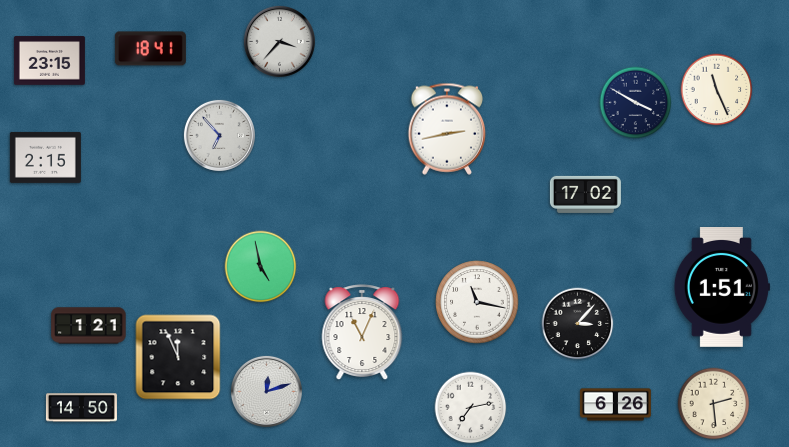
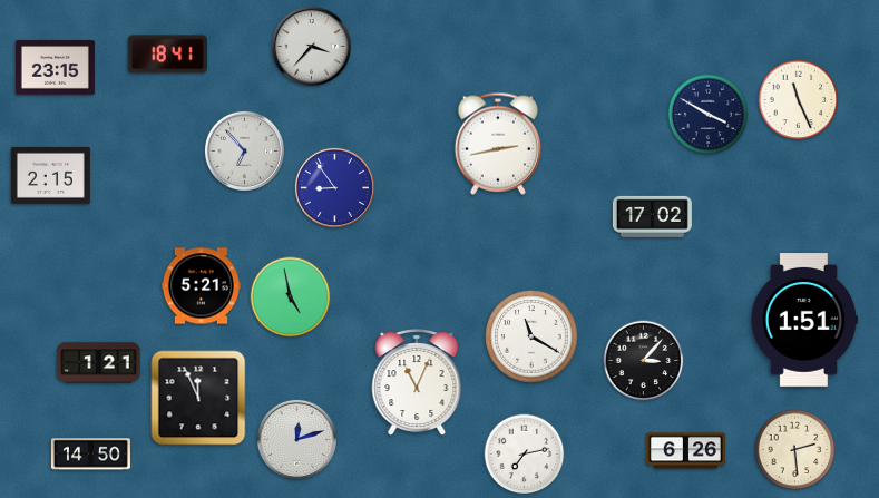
clock at (334, 187): none -> 8:54
clock at (201, 286): none -> 5:21
clock at (477, 302): 11:17 -> 11:20
clock at (362, 332) position: (362, 332) -> (417, 382)
clock at (266, 391) position: (266, 391) -> (296, 439)
